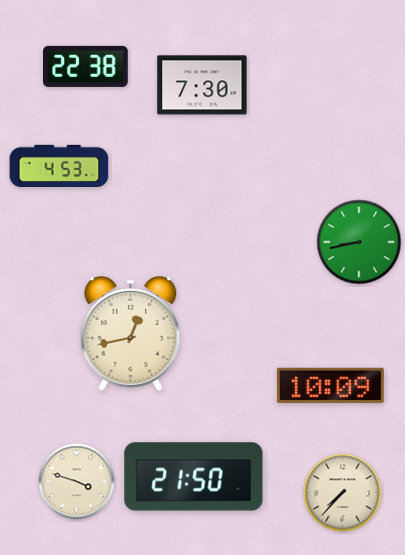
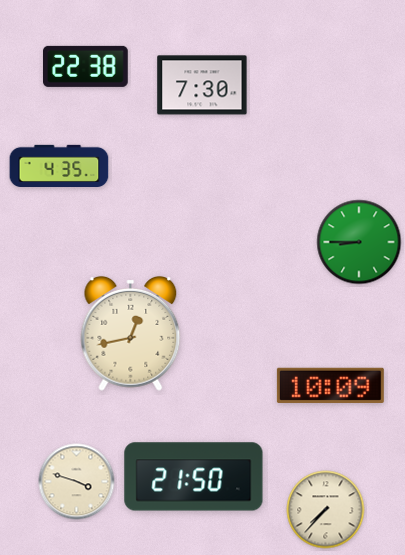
clock at (59, 165): 4:53 -> 4:35
clock at (359, 242): 8:43 -> 8:45
clock at (343, 493) position: (343, 493) -> (326, 510)
